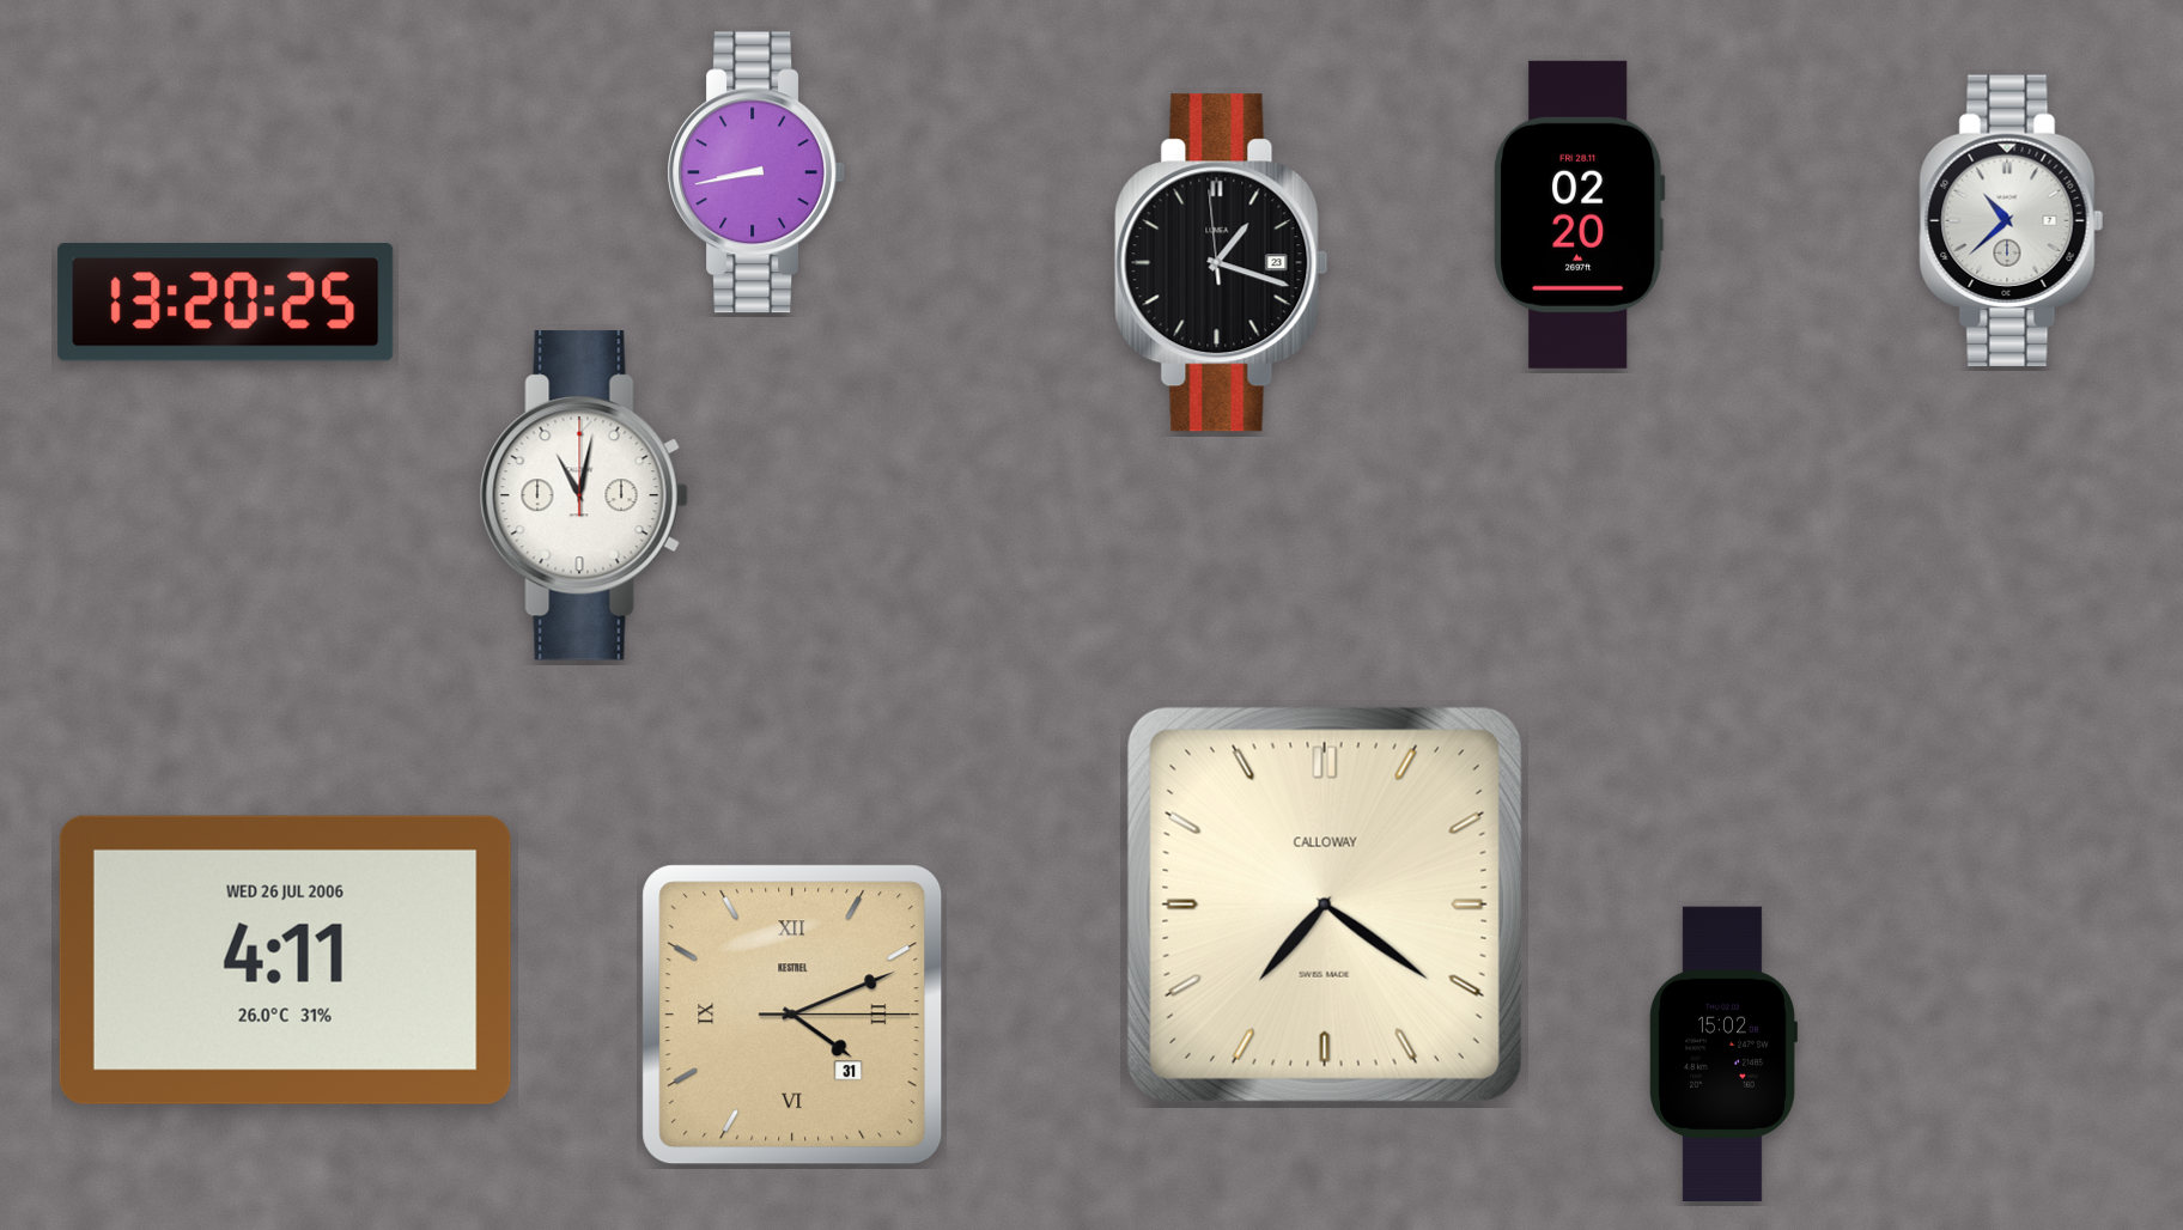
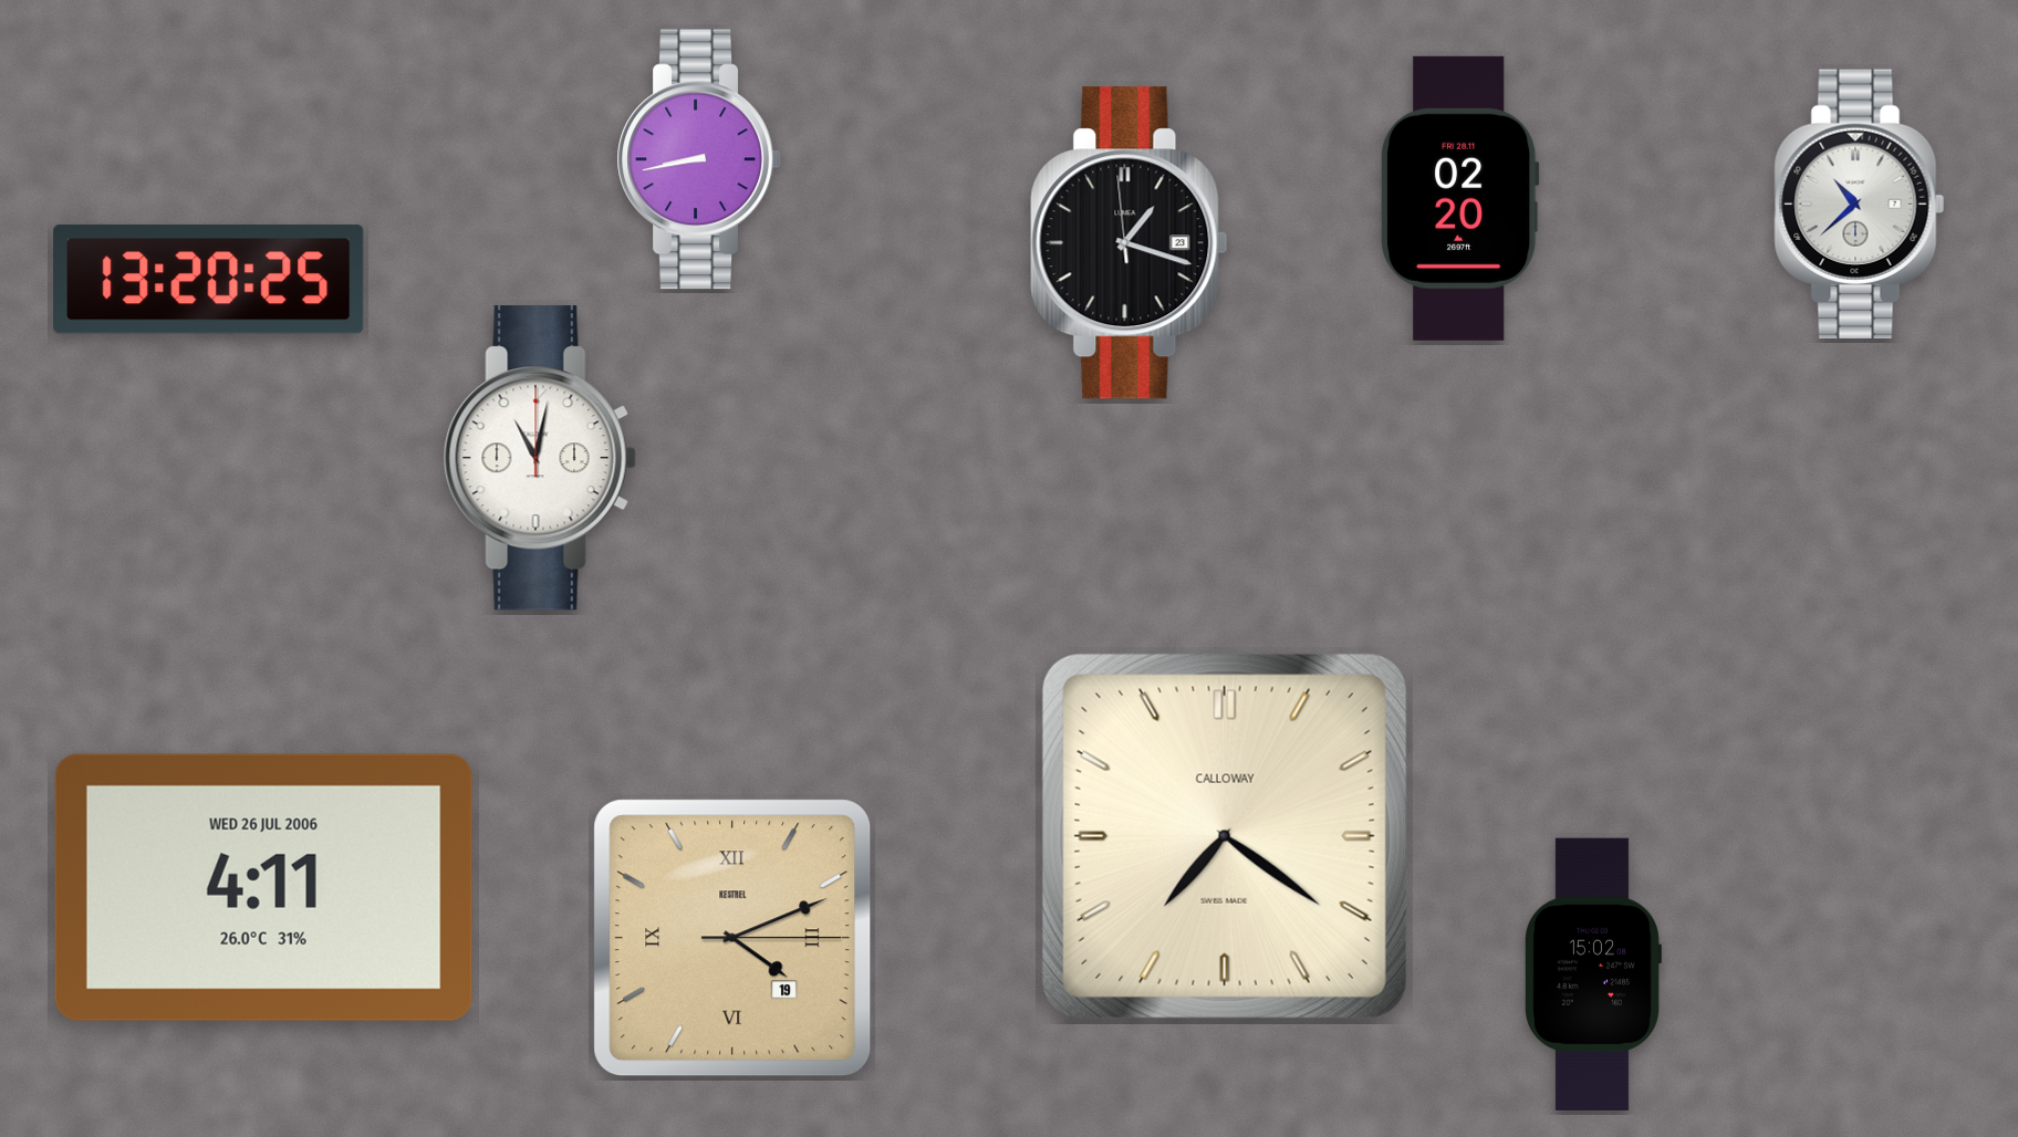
clock at (792, 1015) date: 31 -> 19
